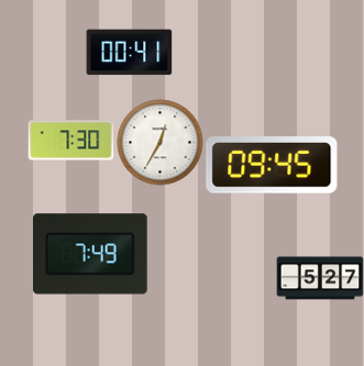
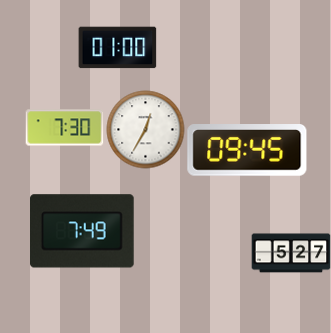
clock at (129, 53): 00:41 -> 01:00
